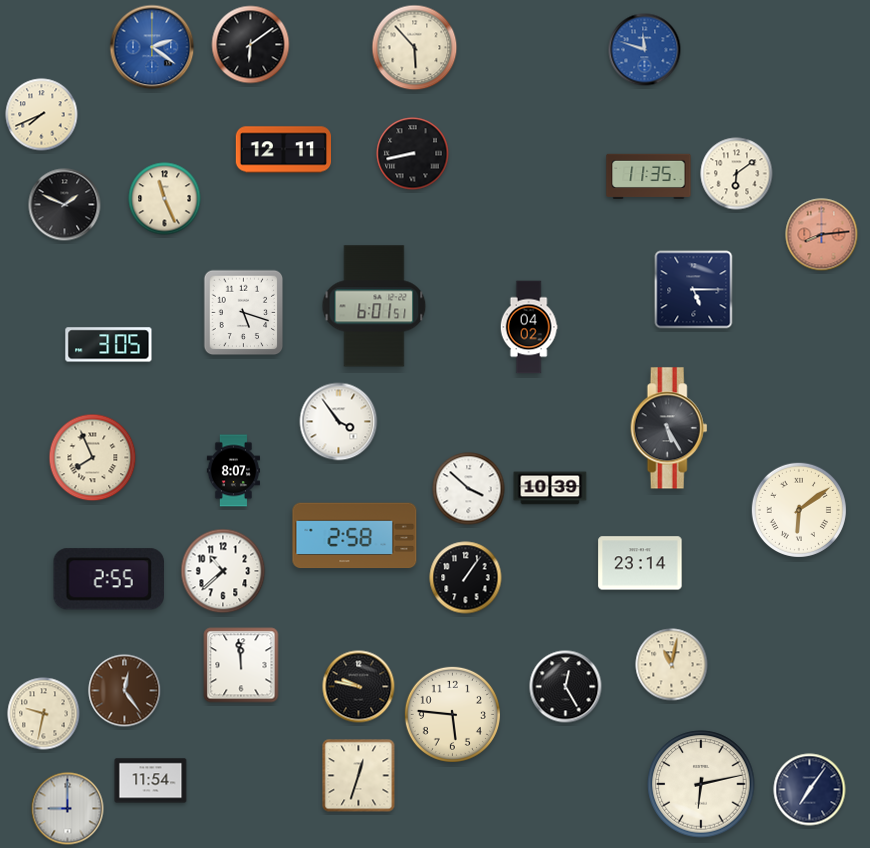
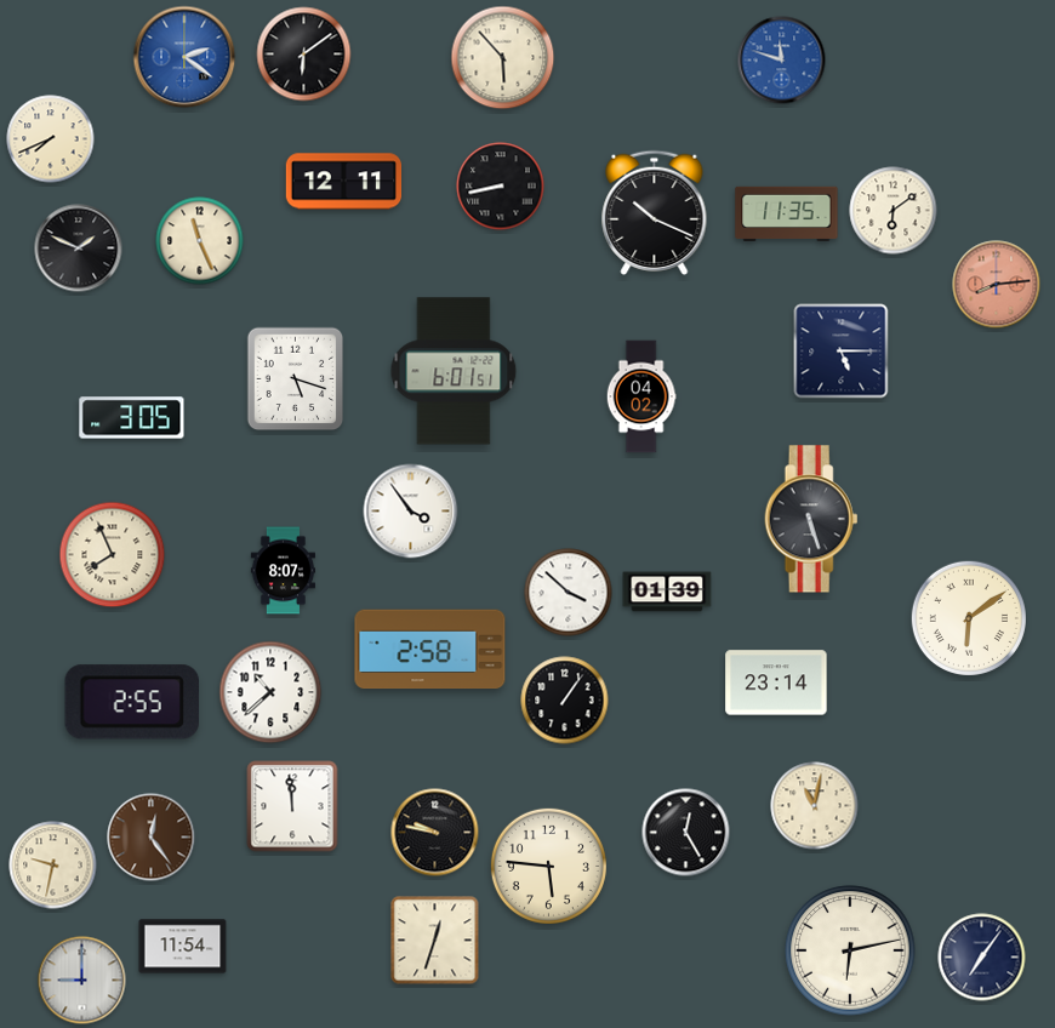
clock at (655, 212): none -> 10:19
clock at (669, 428): 5:25 -> 5:27
clock at (550, 488): 10:39 -> 01:39
